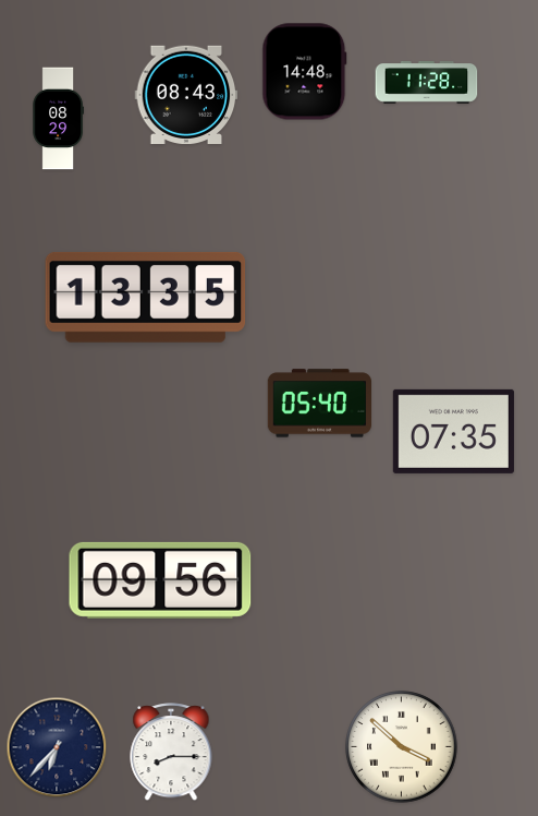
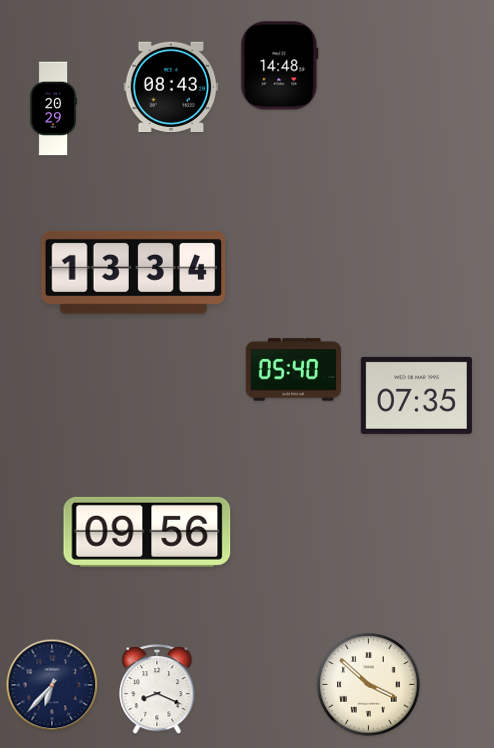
clock at (427, 83): 11:28 -> none
clock at (58, 119): 08:29 -> 20:29
clock at (146, 297): 13:35 -> 13:34
clock at (171, 753): 8:15 -> 8:19
